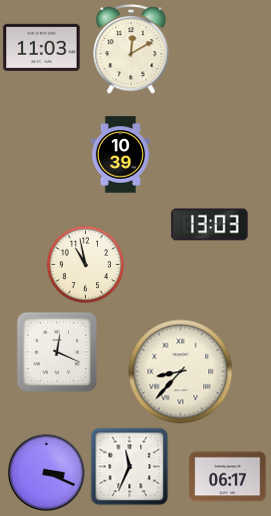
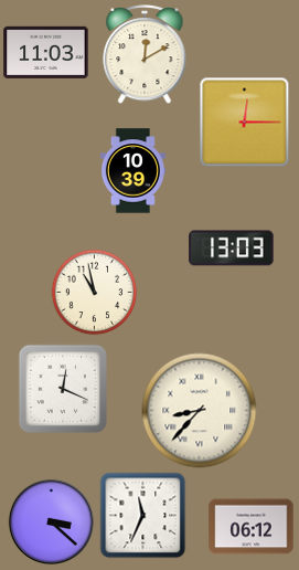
clock at (244, 122): none -> 12:15
clock at (46, 472): 3:19 -> 3:22
clock at (228, 477): 06:17 -> 06:12
